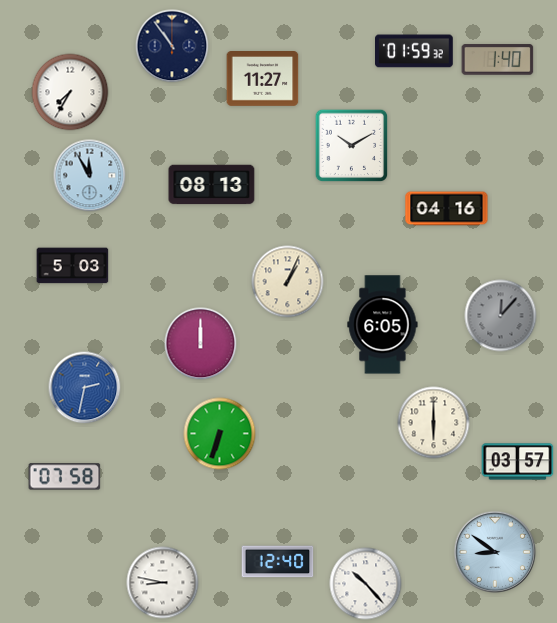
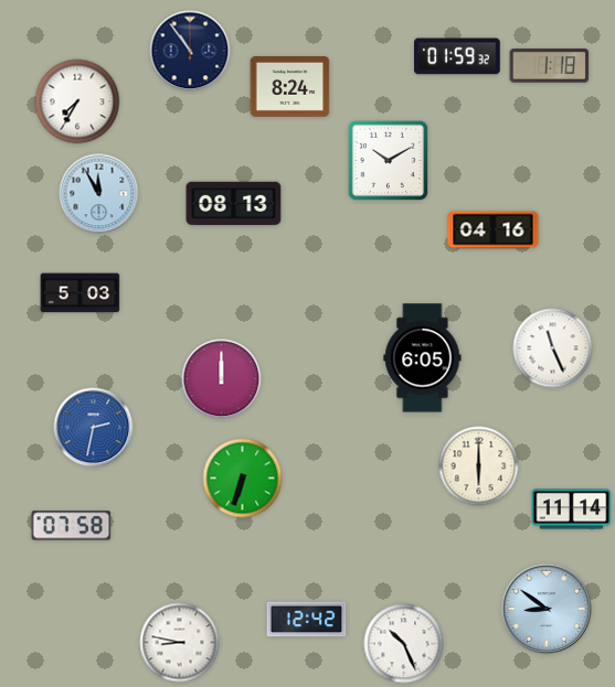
clock at (498, 60): 1:40 -> 1:18
clock at (263, 79): 11:27 -> 8:24
clock at (288, 282): 1:04 -> none
clock at (501, 316): 12:07 -> 11:26
clock at (501, 316) dial: grey -> white
clock at (518, 462): 03:57 -> 11:14
clock at (278, 562): 12:40 -> 12:42
clock at (366, 584): 10:23 -> 10:26
